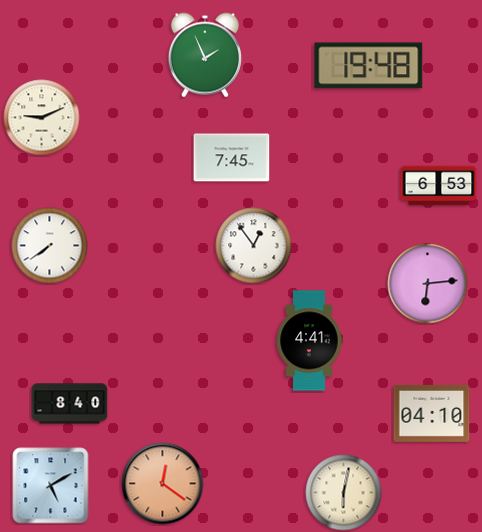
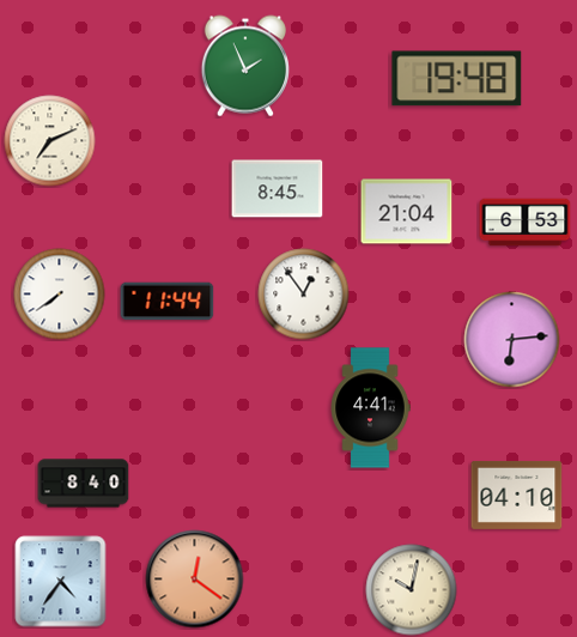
clock at (369, 66) position: (369, 66) -> (457, 79)
clock at (42, 118): 9:11 -> 7:11
clock at (232, 158): 7:45 -> 8:45
clock at (407, 212): none -> 21:04
clock at (168, 302): none -> 11:44
clock at (51, 486): 5:10 -> 4:36
clock at (344, 493): 6:02 -> 10:02
